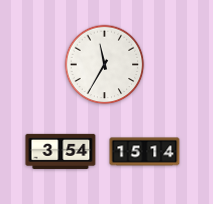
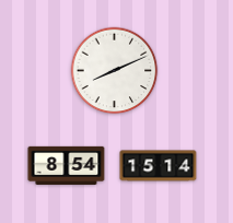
clock at (105, 65): 11:35 -> 8:11
clock at (61, 151): 3:54 -> 8:54
